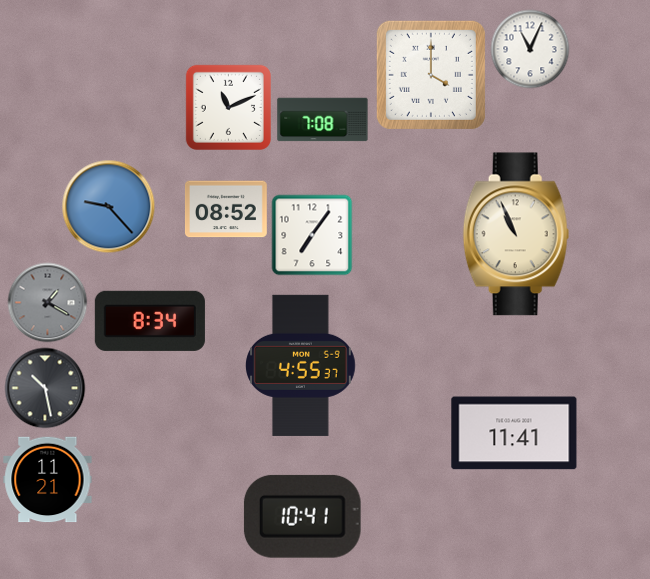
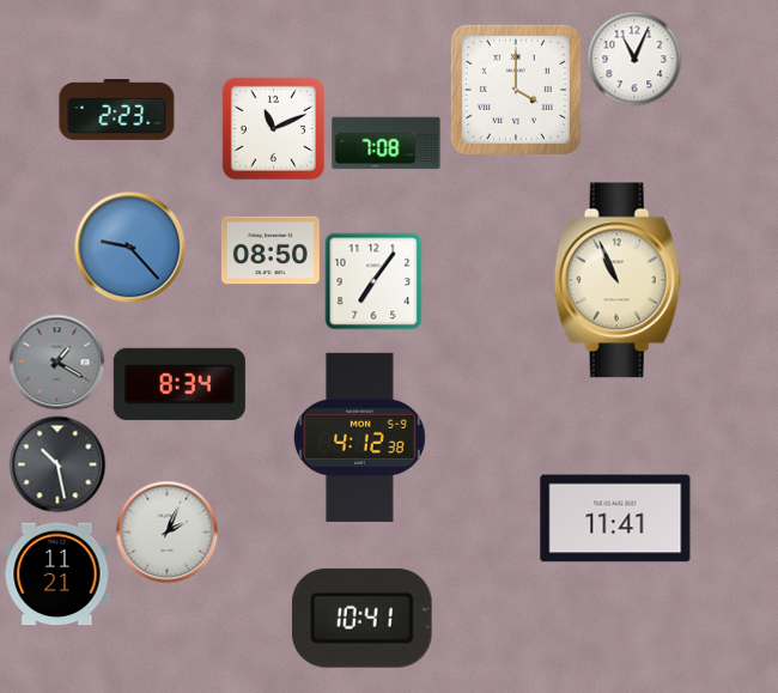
clock at (117, 110): none -> 2:23
clock at (226, 209): 08:52 -> 08:50
clock at (300, 365): 4:55 -> 4:12
clock at (45, 388) position: (45, 388) -> (57, 464)
clock at (168, 533): none -> 2:04
